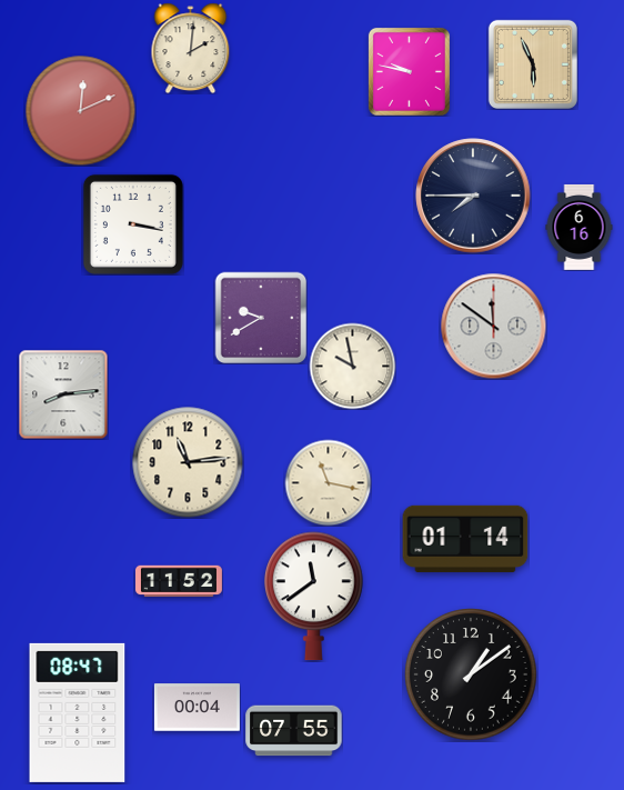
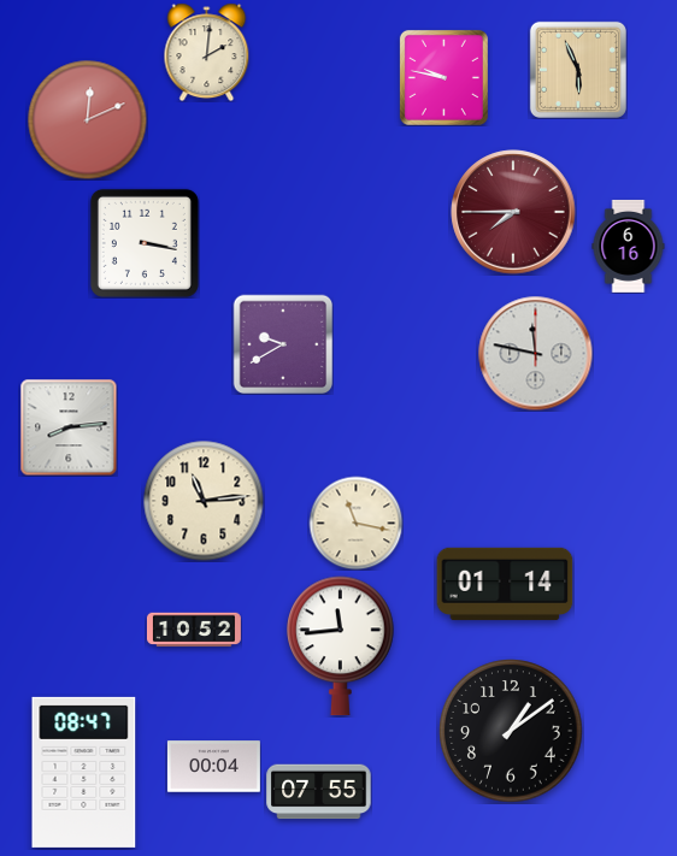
clock at (473, 196) dial: navy -> burgundy
clock at (493, 326): 11:51 -> 11:47
clock at (352, 366): 9:58 -> none
clock at (179, 581): 11:52 -> 10:52
clock at (314, 597): 11:39 -> 11:44
